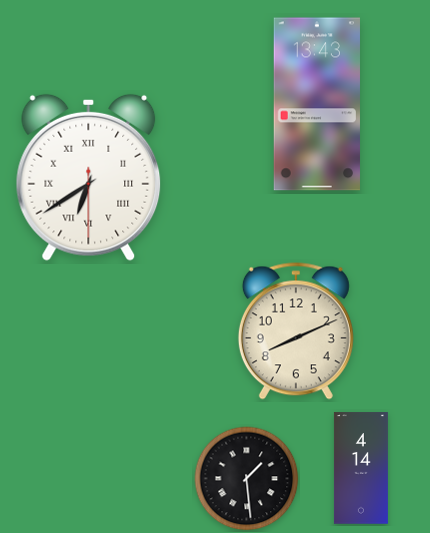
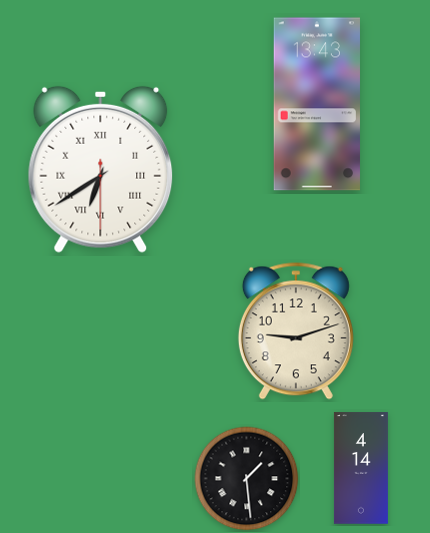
clock at (89, 177) position: (89, 177) -> (101, 169)
clock at (296, 331): 8:11 -> 9:12
